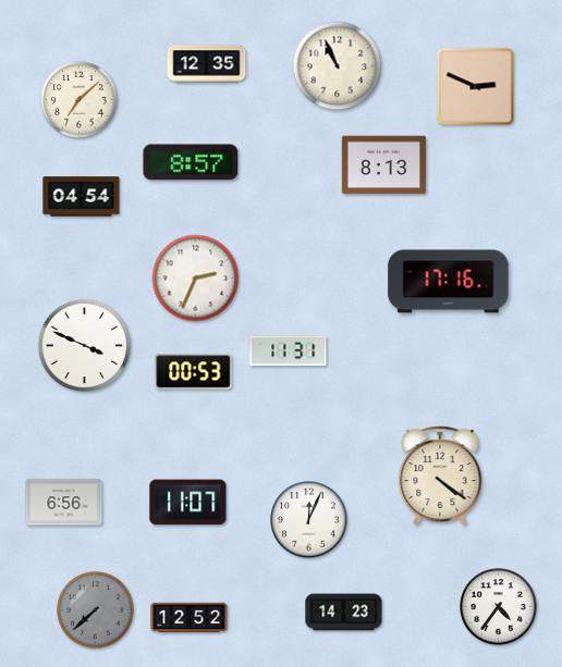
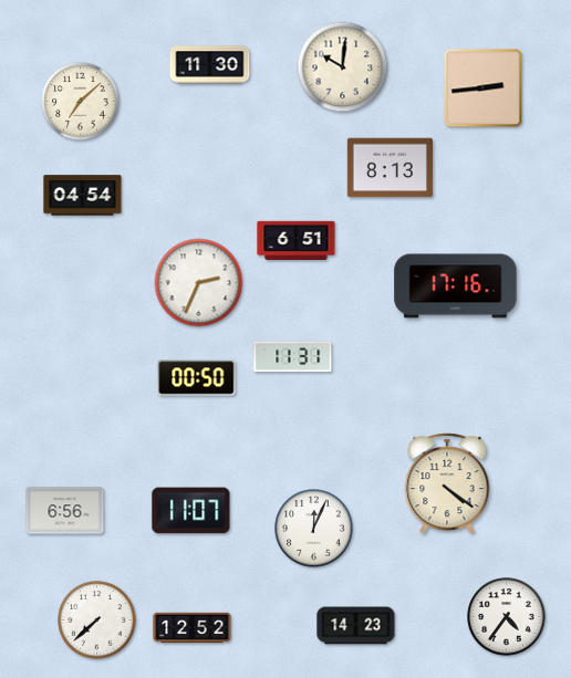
clock at (207, 64): 12:35 -> 11:30
clock at (338, 66): 10:56 -> 10:01
clock at (476, 87): 2:49 -> 2:44
clock at (191, 162): 8:57 -> none
clock at (82, 197) position: (82, 197) -> (83, 196)
clock at (297, 240): none -> 6:51
clock at (85, 346): 3:49 -> none
clock at (194, 372): 00:53 -> 00:50
clock at (96, 610) dial: grey -> white
clock at (344, 613) position: (344, 613) -> (356, 626)
